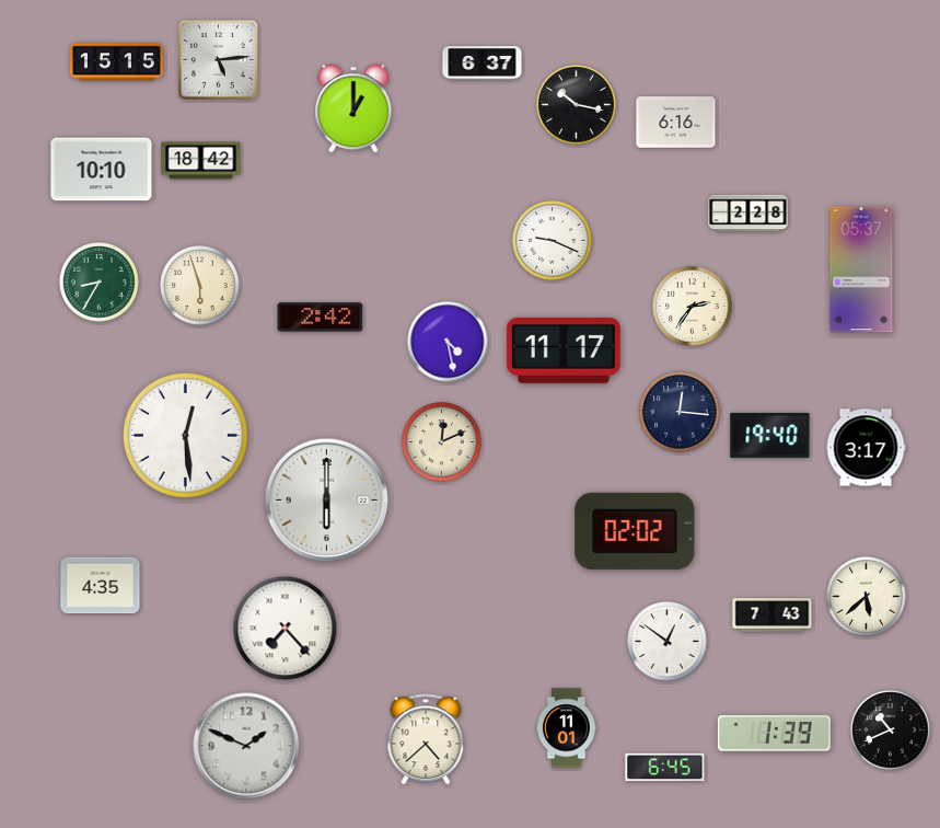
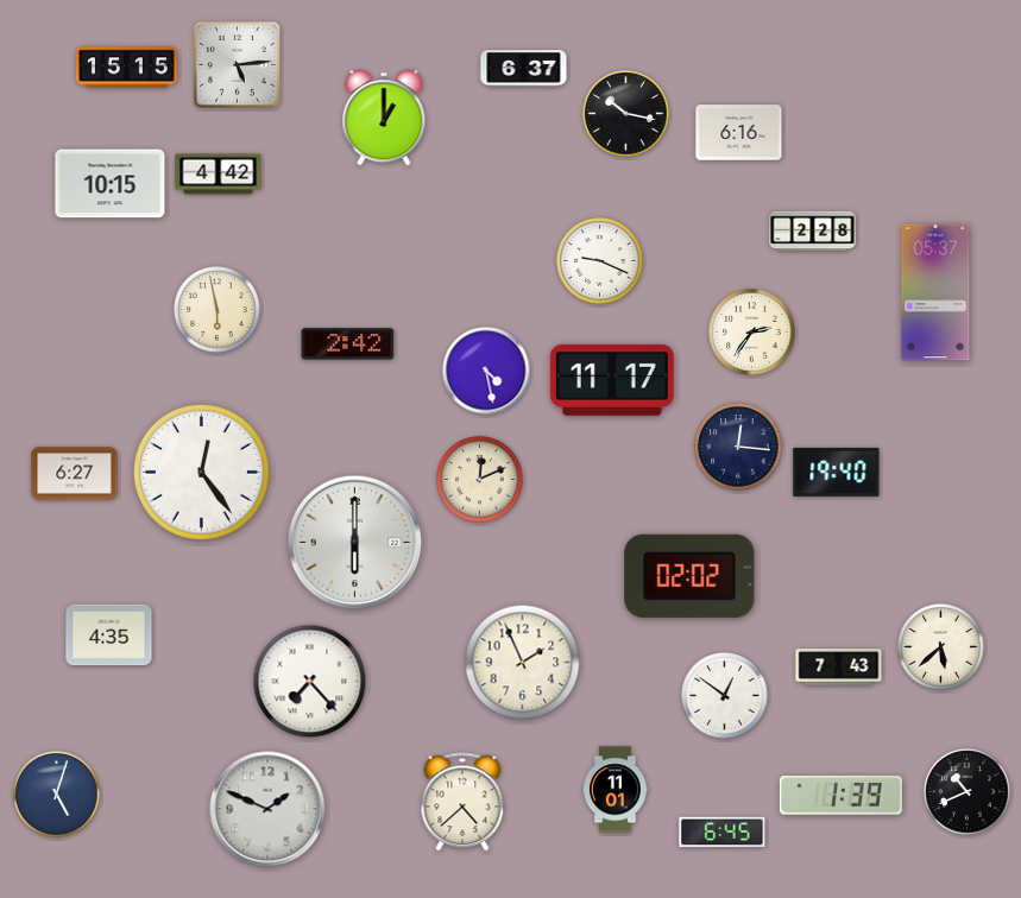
clock at (676, 123) position: (676, 123) -> (739, 133)
clock at (201, 161): 18:42 -> 4:42
clock at (102, 170): 10:10 -> 10:15
clock at (100, 283): 8:35 -> none
clock at (200, 286): 5:57 -> 5:58
clock at (185, 435): 12:29 -> 12:24
clock at (75, 474): none -> 6:27
clock at (866, 448): 3:17 -> none
clock at (523, 663): none -> 1:56
clock at (57, 795): none -> 5:03
